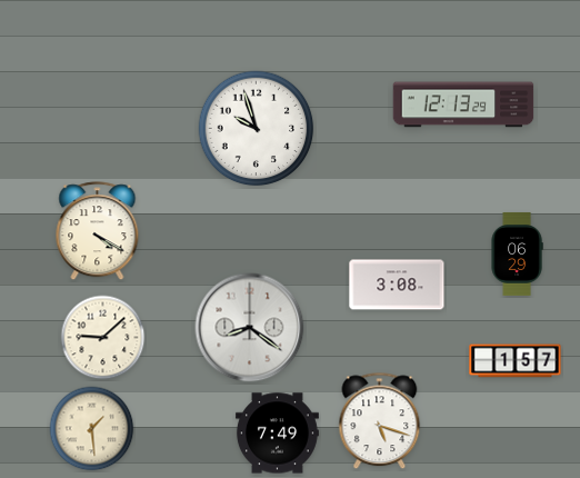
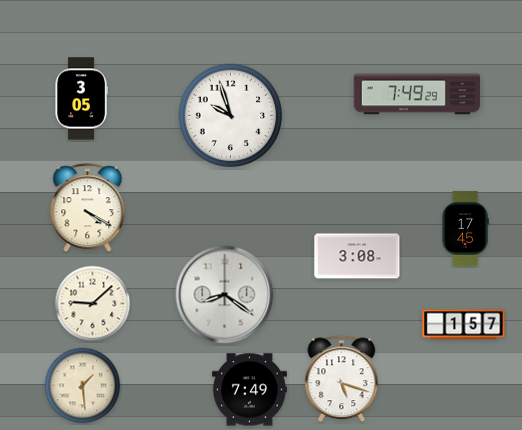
clock at (463, 104): 12:13 -> 7:49
clock at (81, 99): none -> 3:05
clock at (517, 255): 06:29 -> 17:45
